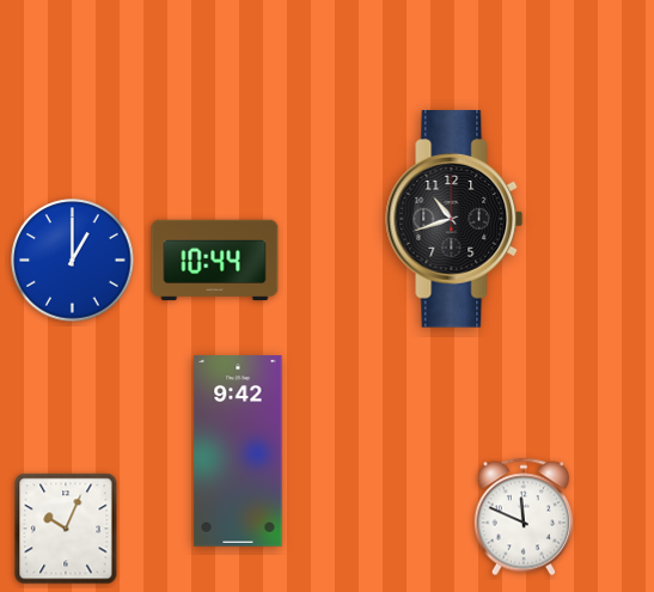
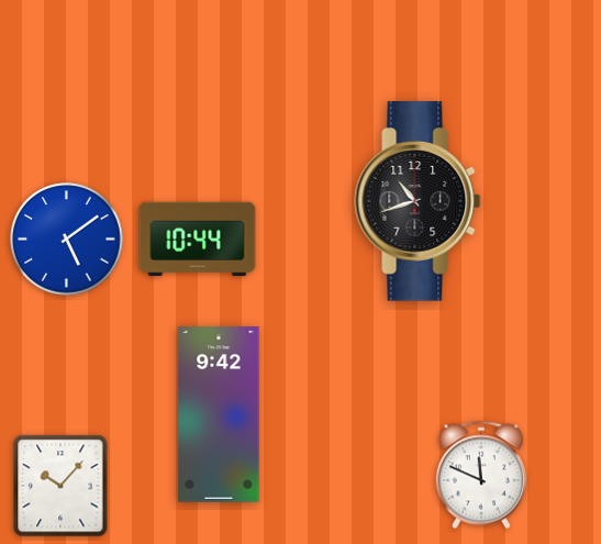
clock at (73, 261): 1:00 -> 5:09
clock at (66, 529): 10:04 -> 10:07
